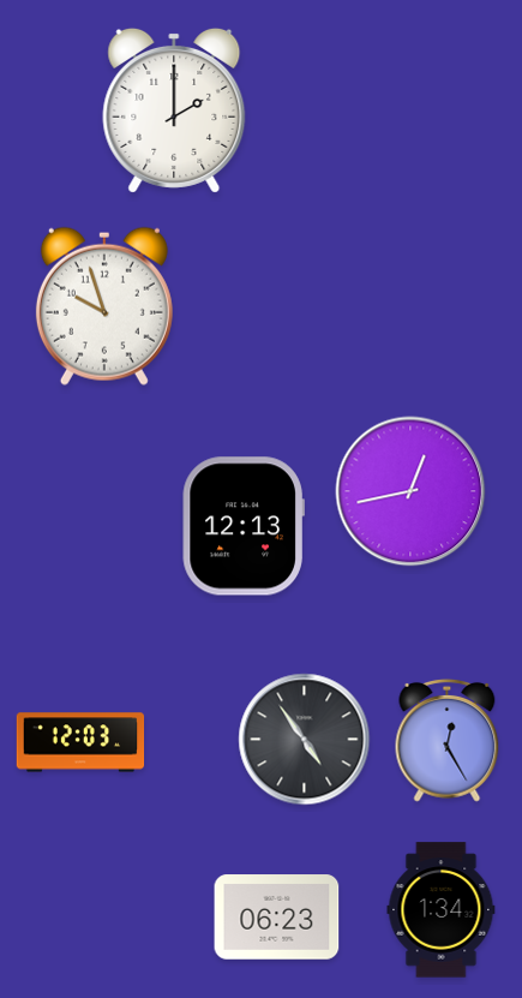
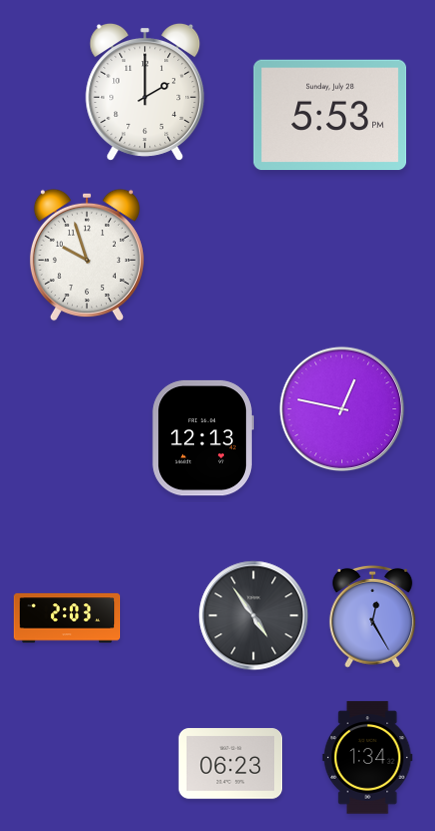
clock at (330, 115): none -> 5:53
clock at (410, 491): 12:43 -> 12:47
clock at (80, 742): 12:03 -> 2:03
